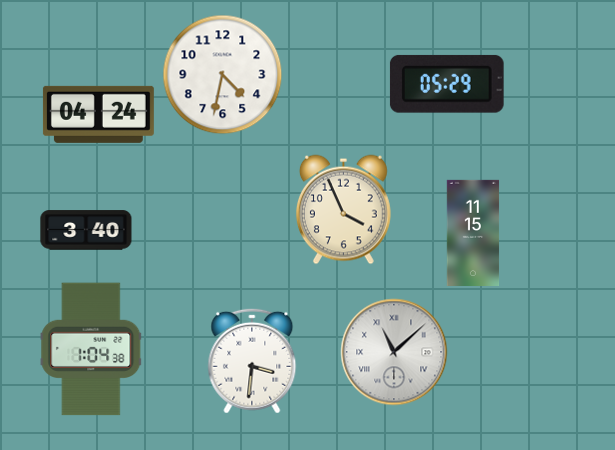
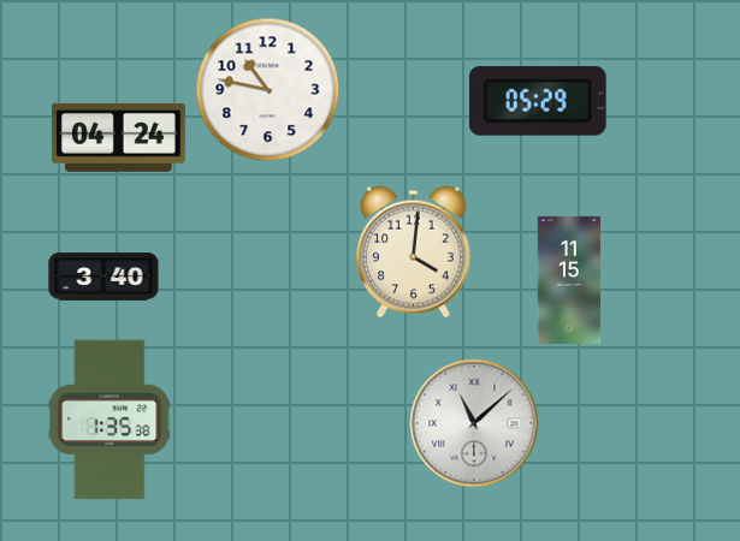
clock at (223, 75): 4:32 -> 10:47
clock at (343, 210): 3:56 -> 4:01
clock at (91, 349): 1:04 -> 1:35
clock at (252, 361): 3:31 -> none
